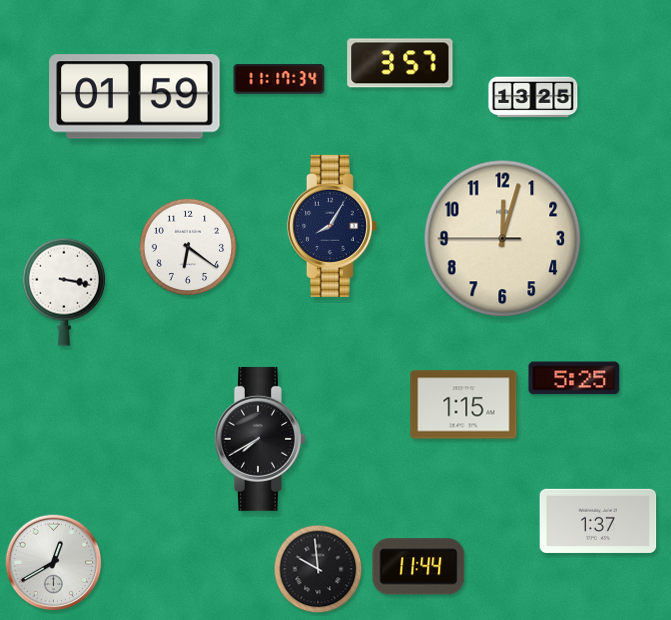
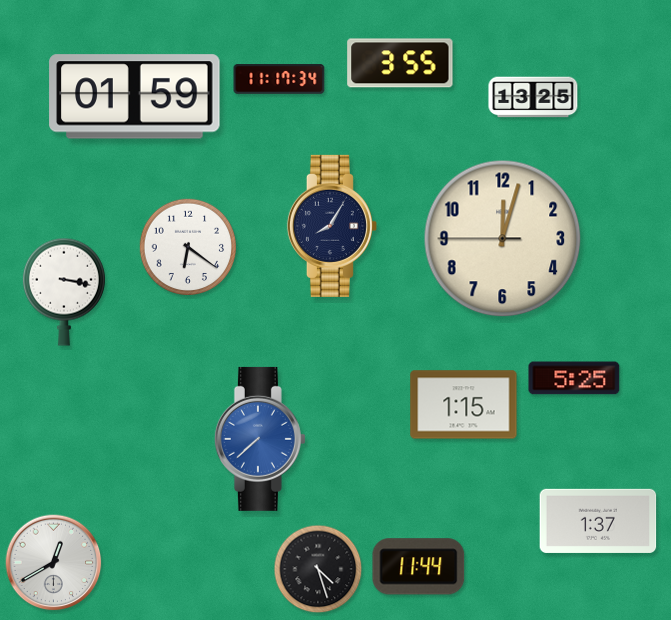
clock at (400, 63): 3:57 -> 3:55
clock at (260, 439): 7:40 -> 7:38
clock at (260, 439) dial: black -> blue
clock at (318, 569): 9:59 -> 4:27
